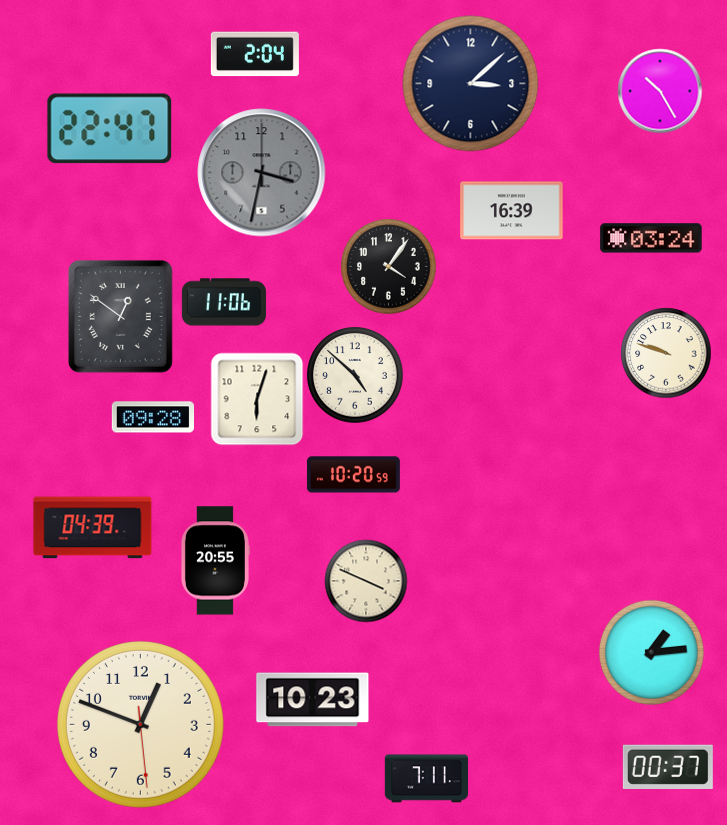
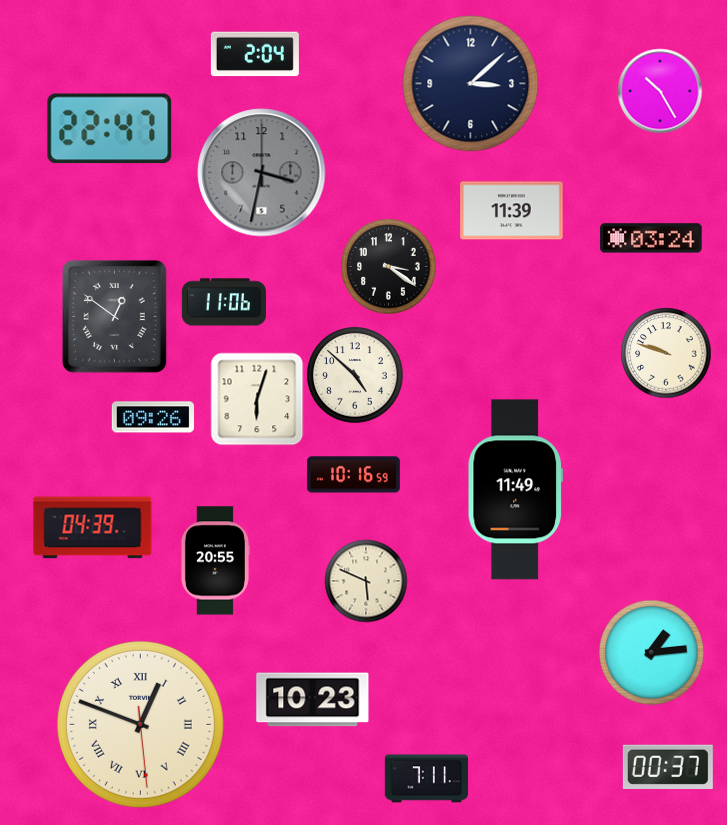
clock at (512, 211): 16:39 -> 11:39
clock at (388, 266): 4:06 -> 3:21
clock at (120, 316) position: (120, 316) -> (114, 316)
clock at (152, 417): 09:28 -> 09:26
clock at (354, 475): 10:20 -> 10:16
clock at (515, 490): none -> 11:49
clock at (366, 581): 3:49 -> 5:49
clock at (140, 724) numerals: Arabic -> Roman
